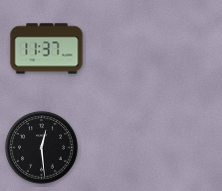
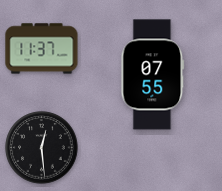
clock at (47, 49) position: (47, 49) -> (42, 49)
clock at (153, 75): none -> 07:55
